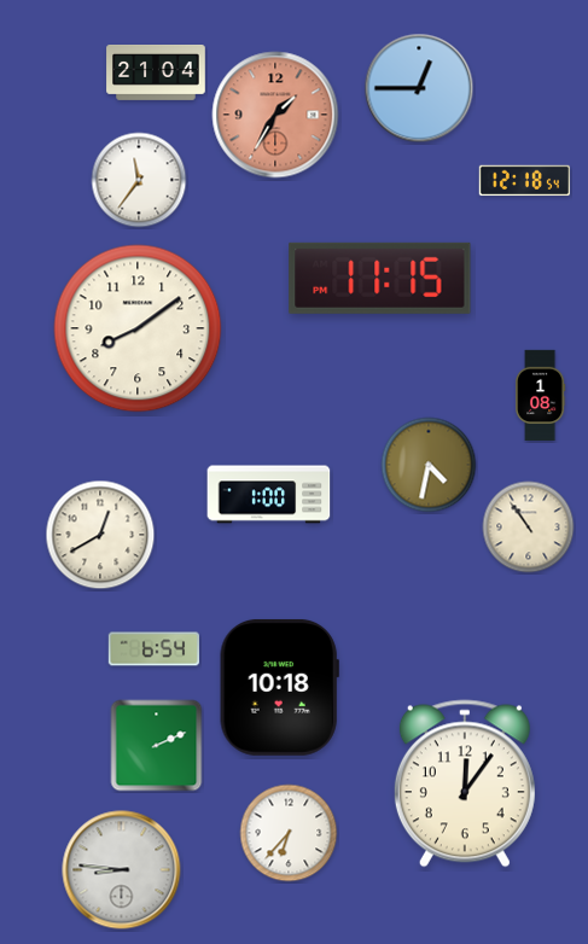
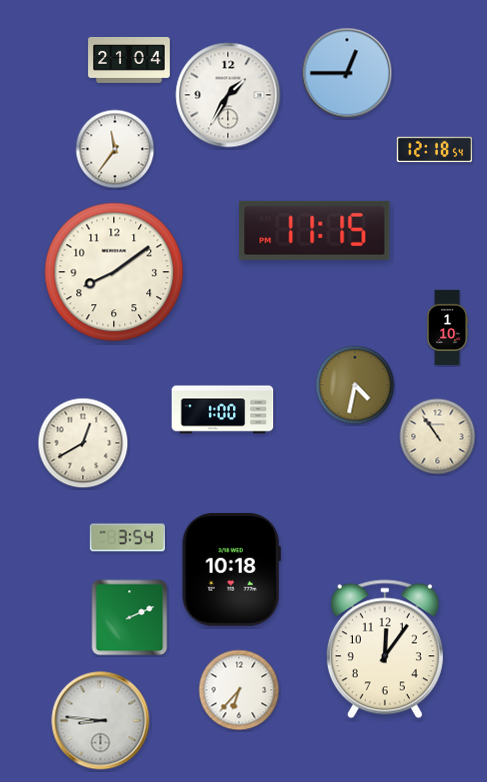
clock at (275, 115) dial: salmon -> white
clock at (540, 396): 1:08 -> 1:10
clock at (153, 649): 6:54 -> 3:54
